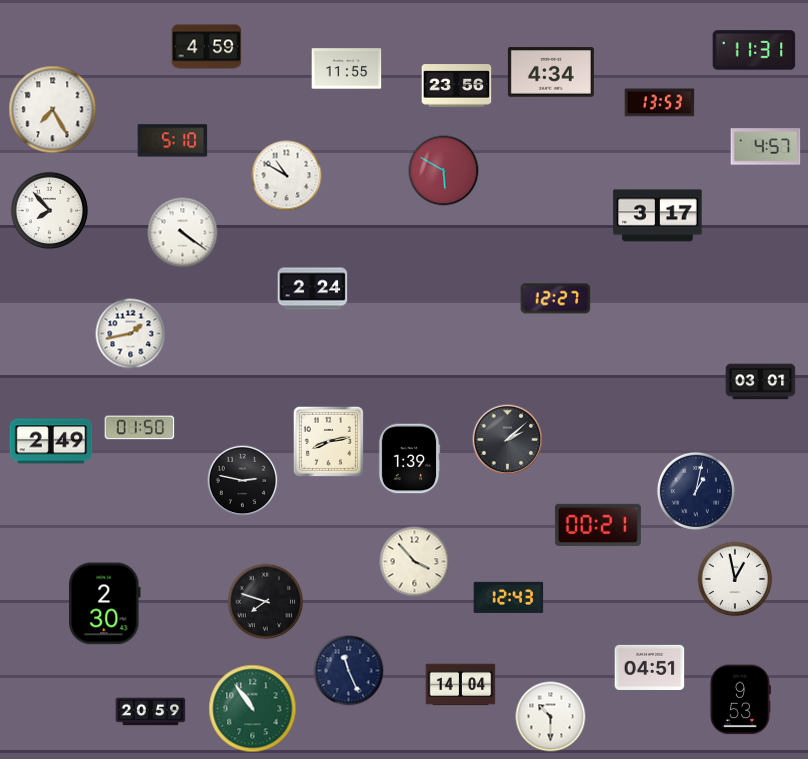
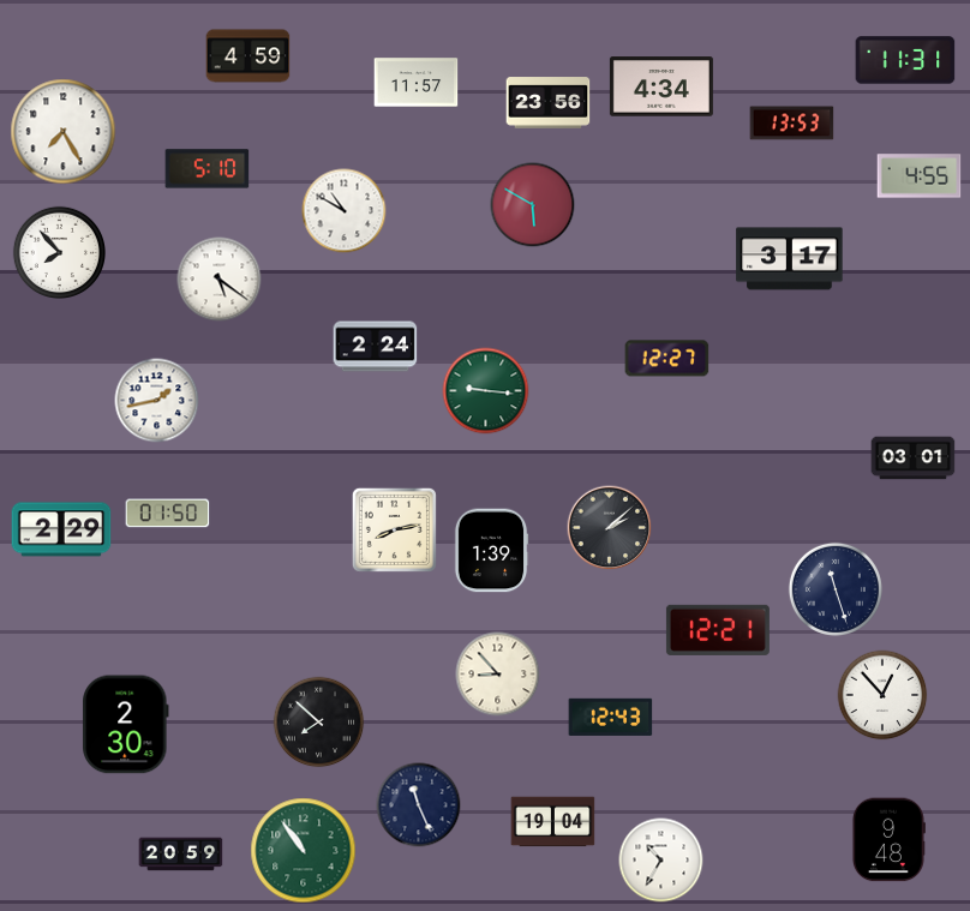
clock at (347, 69): 11:55 -> 11:57
clock at (766, 147): 4:57 -> 4:55
clock at (183, 233): 4:21 -> 5:21
clock at (486, 391): none -> 9:16
clock at (51, 441): 2:49 -> 2:29
clock at (243, 481): 2:47 -> none
clock at (696, 491): 1:02 -> 11:27
clock at (598, 525): 00:21 -> 12:21
clock at (415, 562): 3:53 -> 8:53
clock at (735, 579): 12:58 -> 12:53
clock at (266, 602): 7:48 -> 7:52
clock at (650, 667): 04:51 -> none
clock at (461, 685): 14:04 -> 19:04
clock at (740, 700): 9:53 -> 9:48
clock at (551, 717): 10:30 -> 10:35
